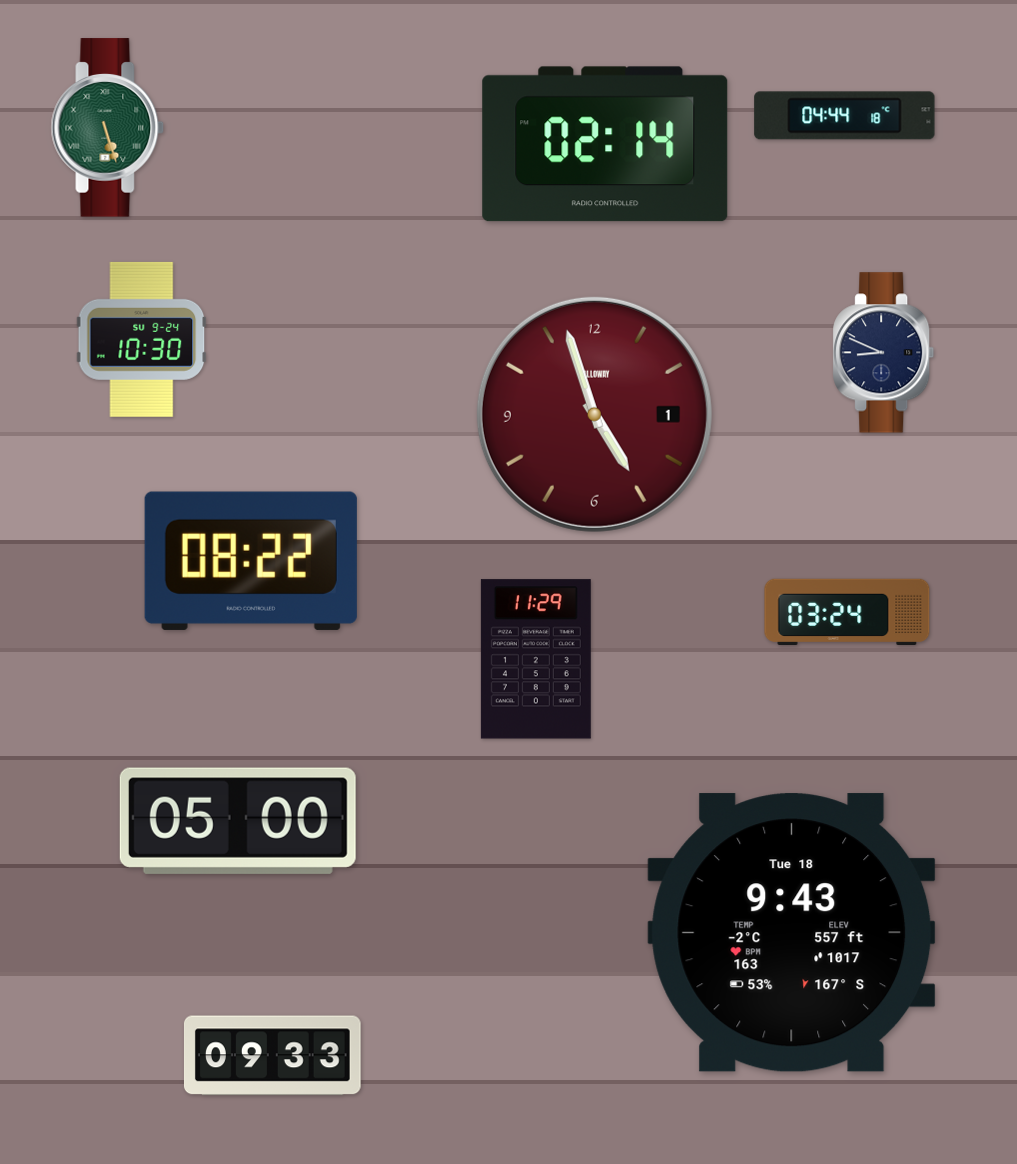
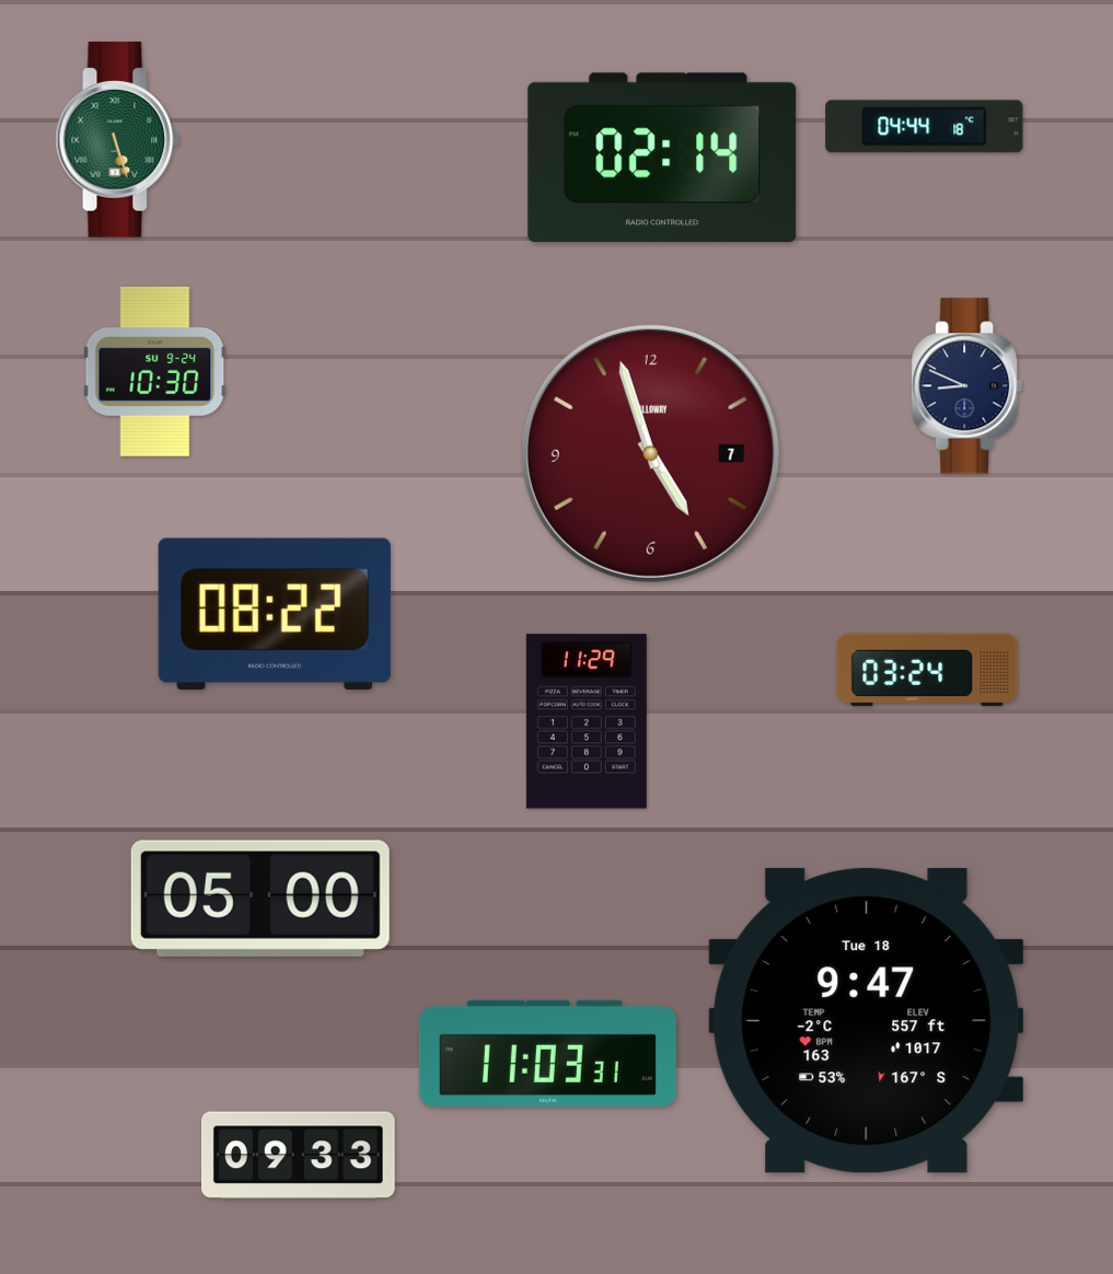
clock at (594, 414) date: 1 -> 7
clock at (792, 933): 9:43 -> 9:47
clock at (547, 1053): none -> 11:03
